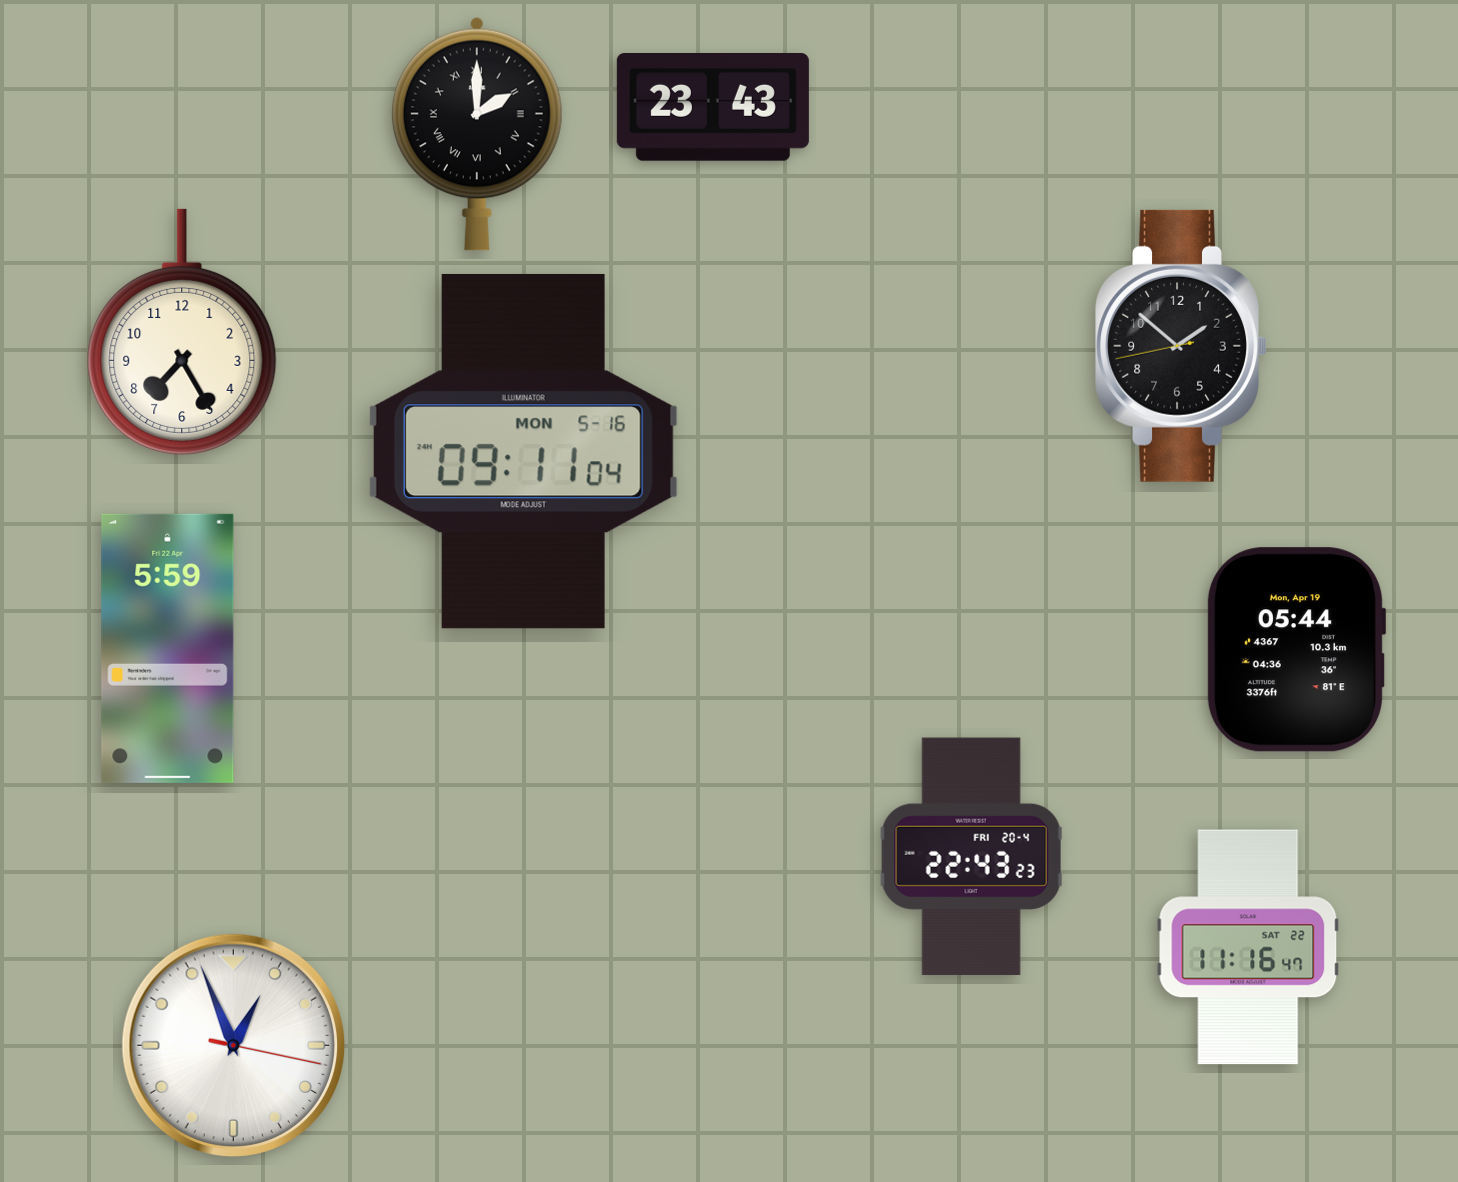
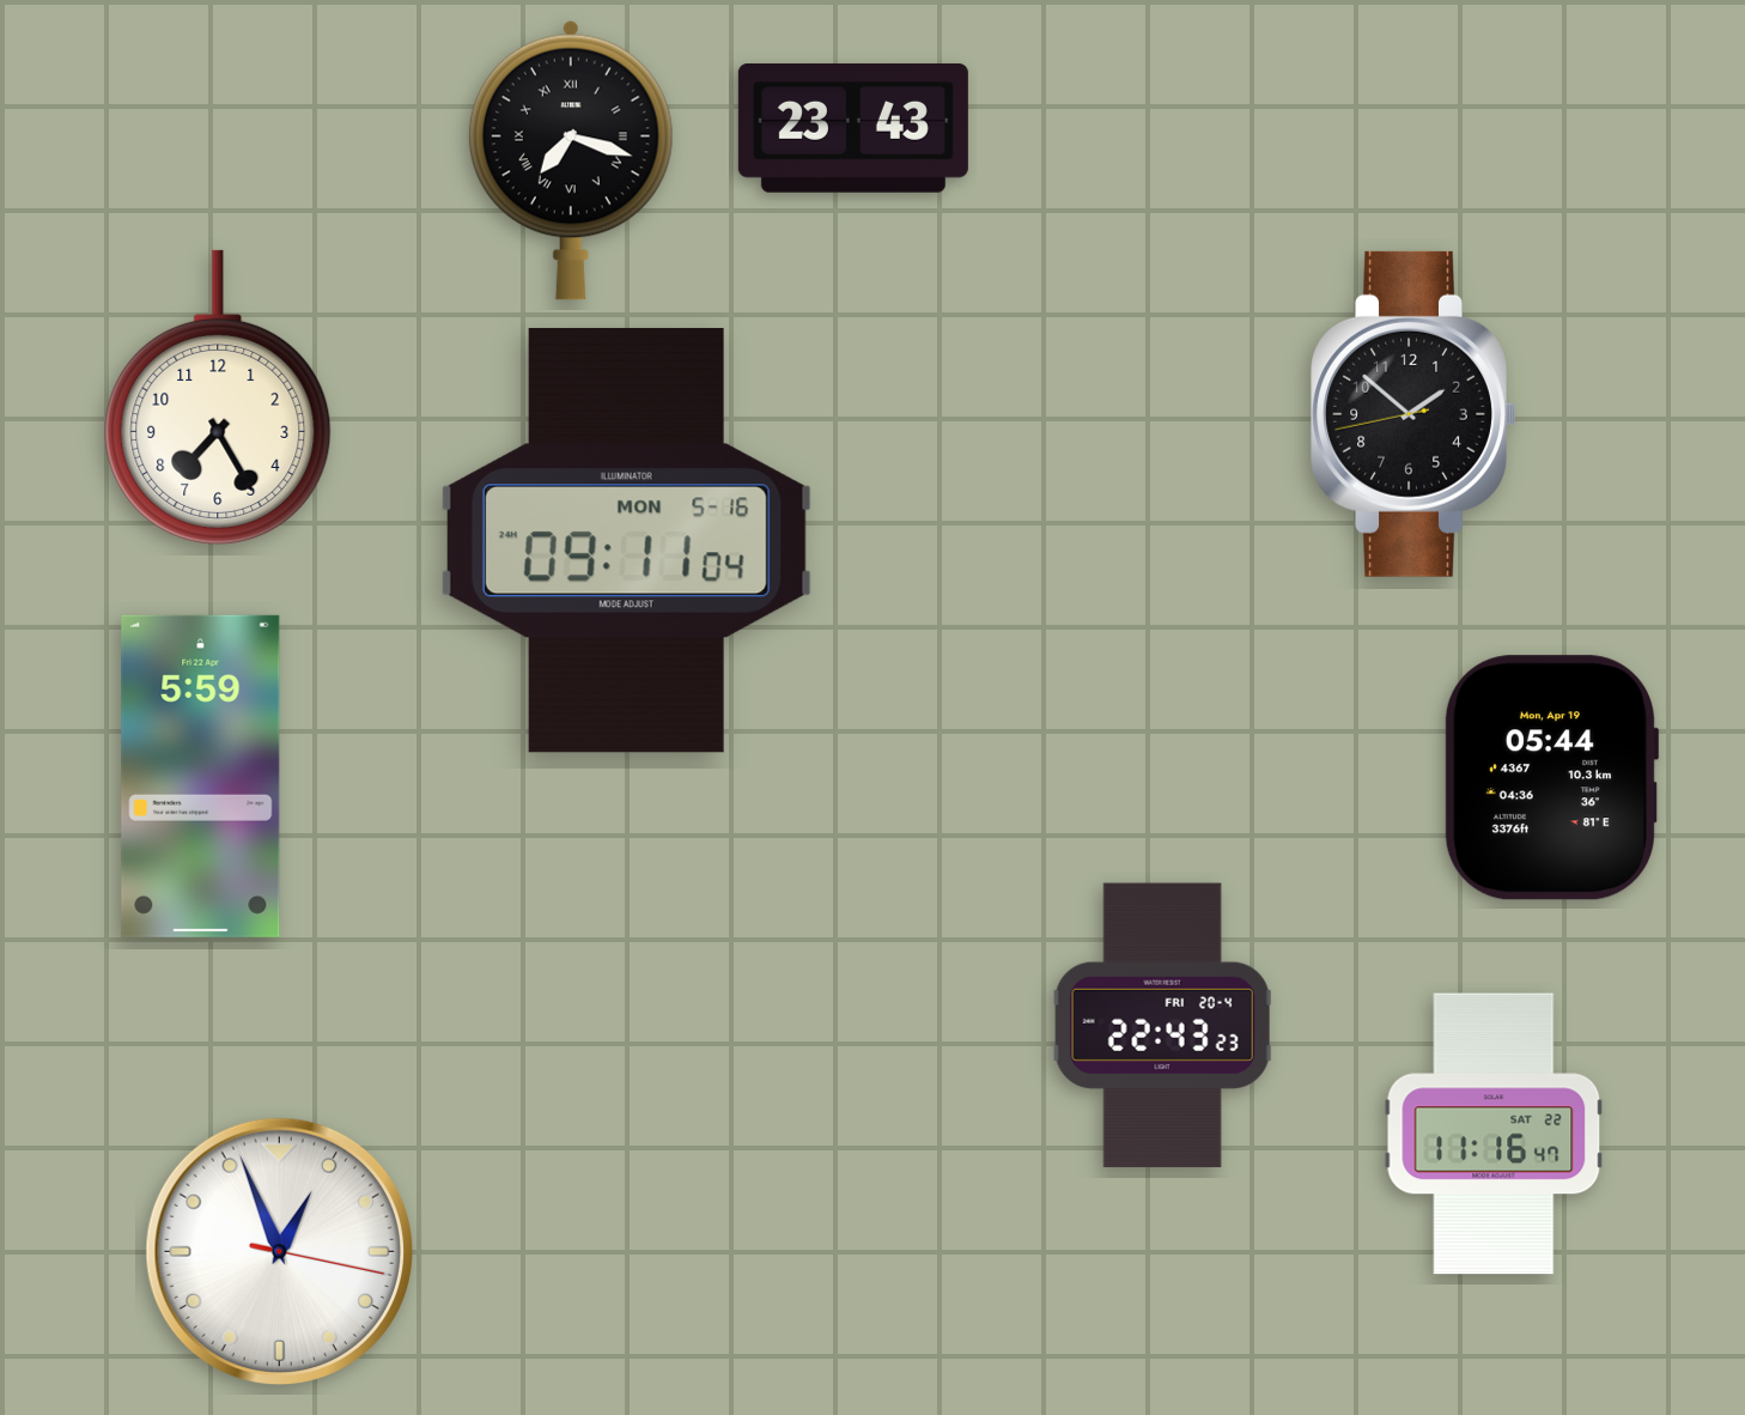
clock at (477, 134): 2:00 -> 7:18
